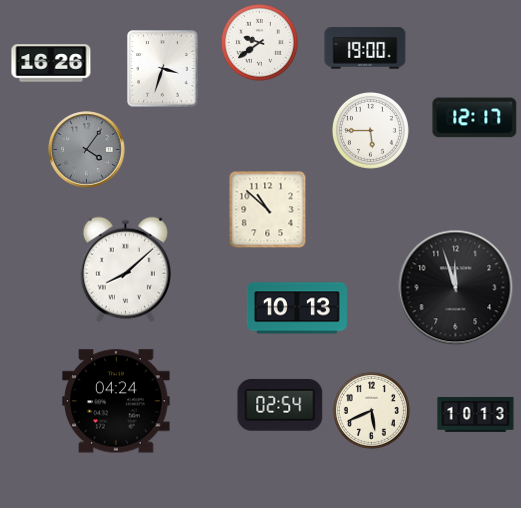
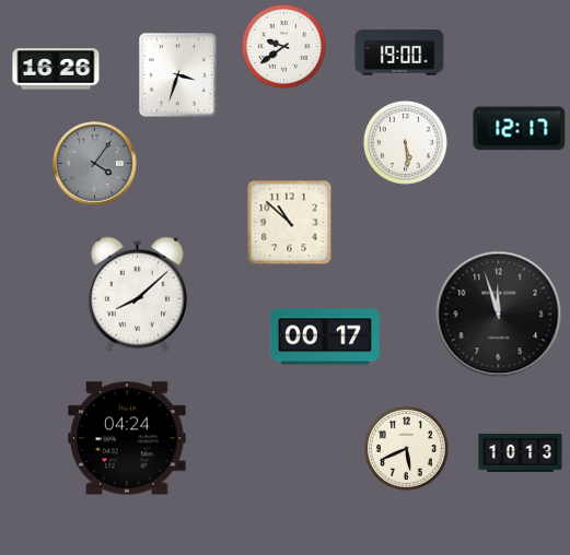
clock at (370, 130): 5:45 -> 5:29
clock at (267, 209) position: (267, 209) -> (289, 222)
clock at (297, 308): 10:13 -> 00:17
clock at (280, 405): 02:54 -> none
